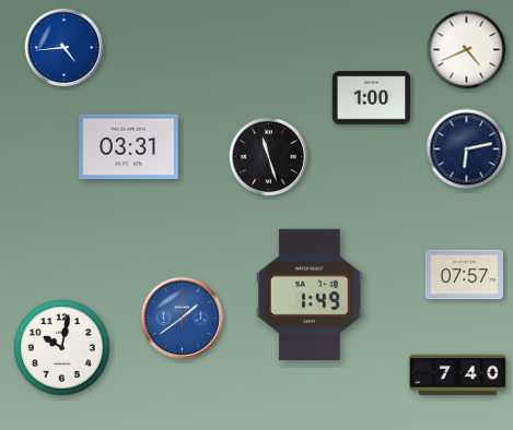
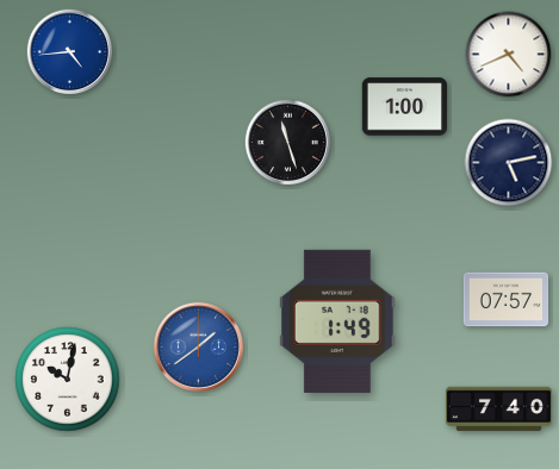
clock at (129, 147): 03:31 -> none
clock at (467, 150): 6:13 -> 5:13
clock at (269, 157) position: (269, 157) -> (288, 143)
